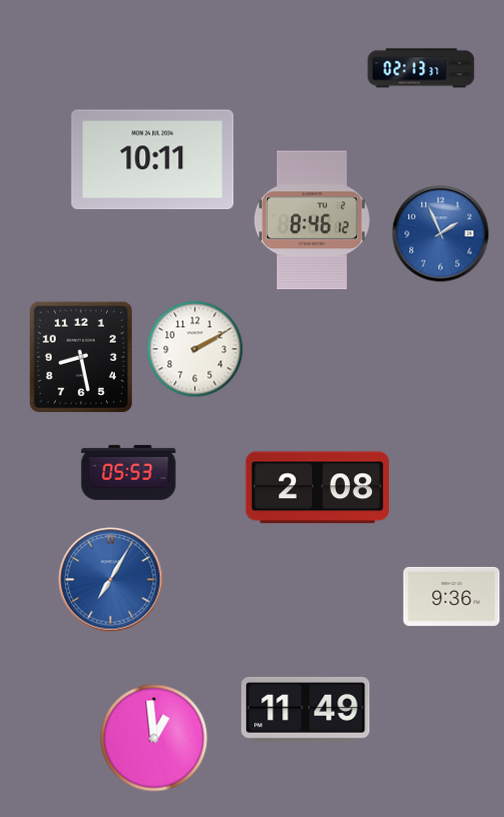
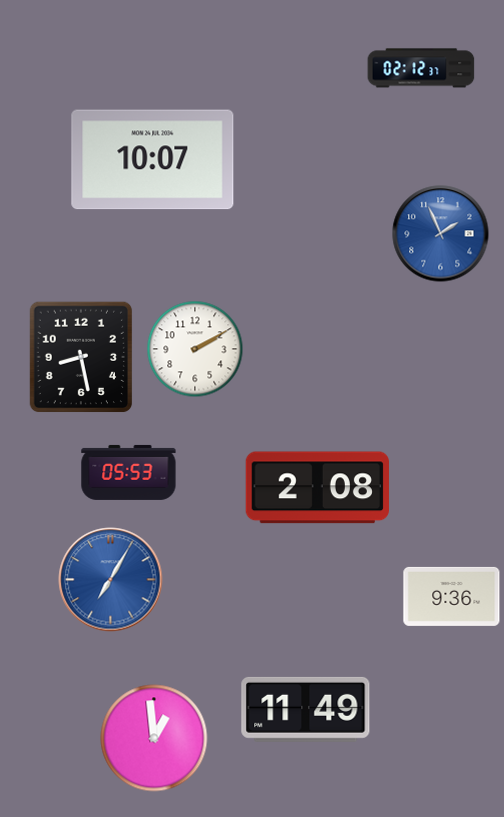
clock at (421, 68): 02:13 -> 02:12
clock at (153, 160): 10:11 -> 10:07
clock at (312, 220): 8:46 -> none
